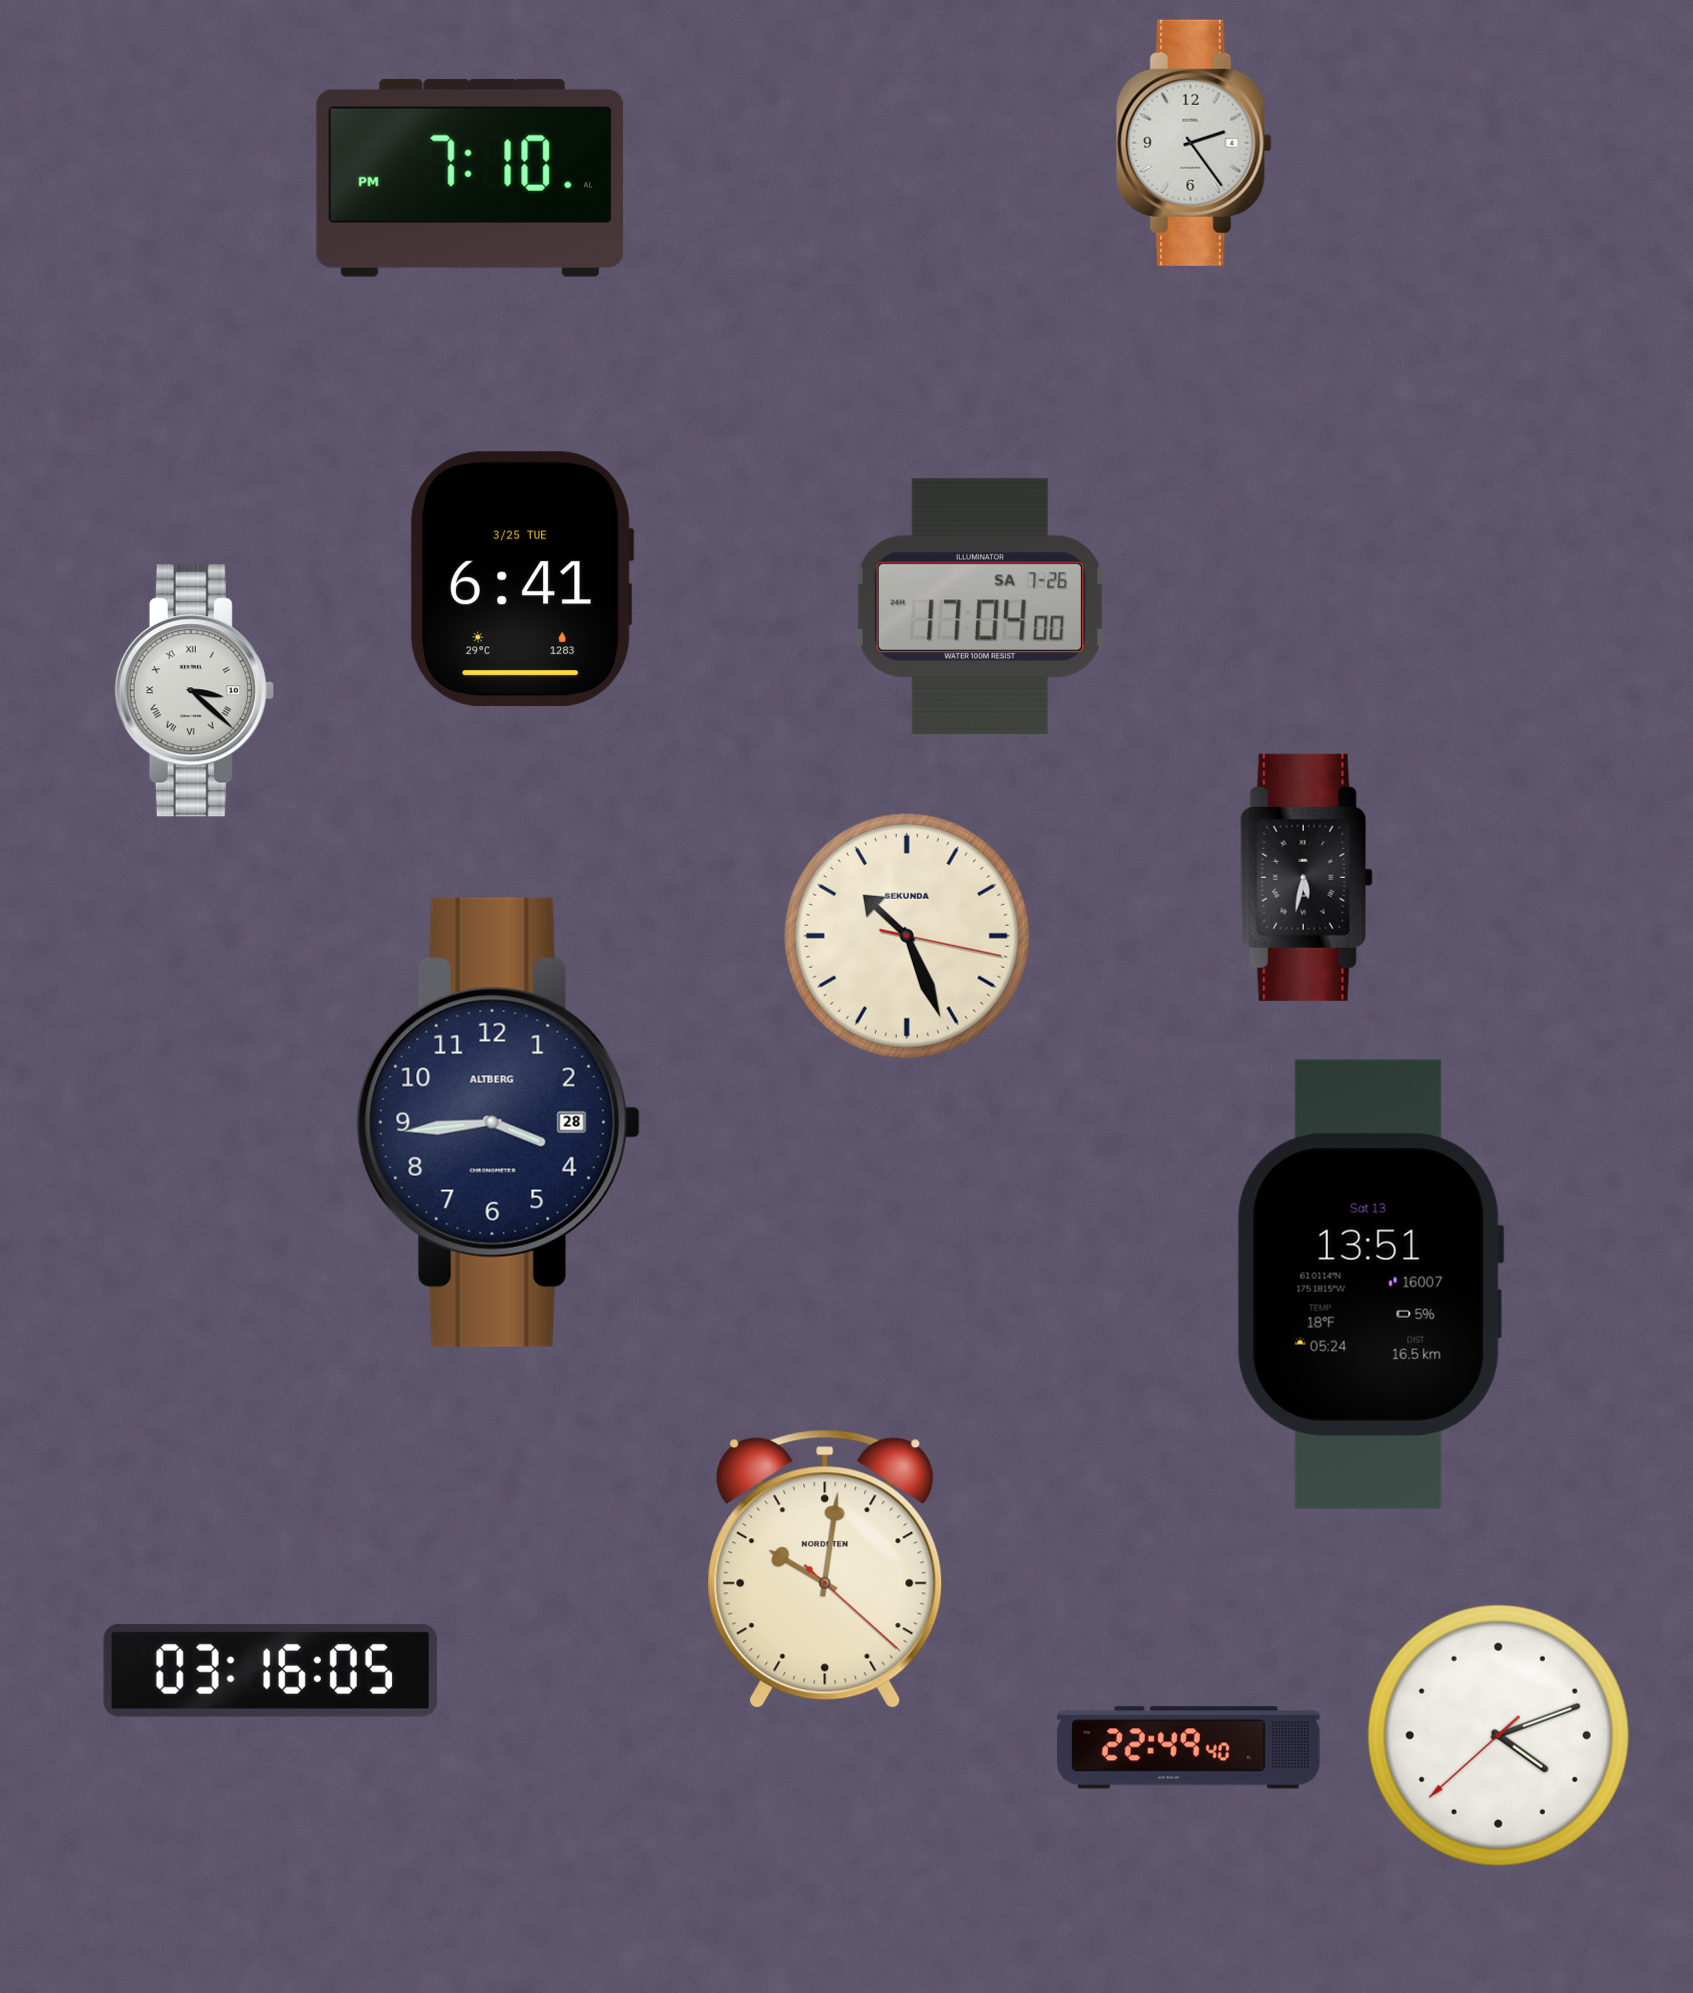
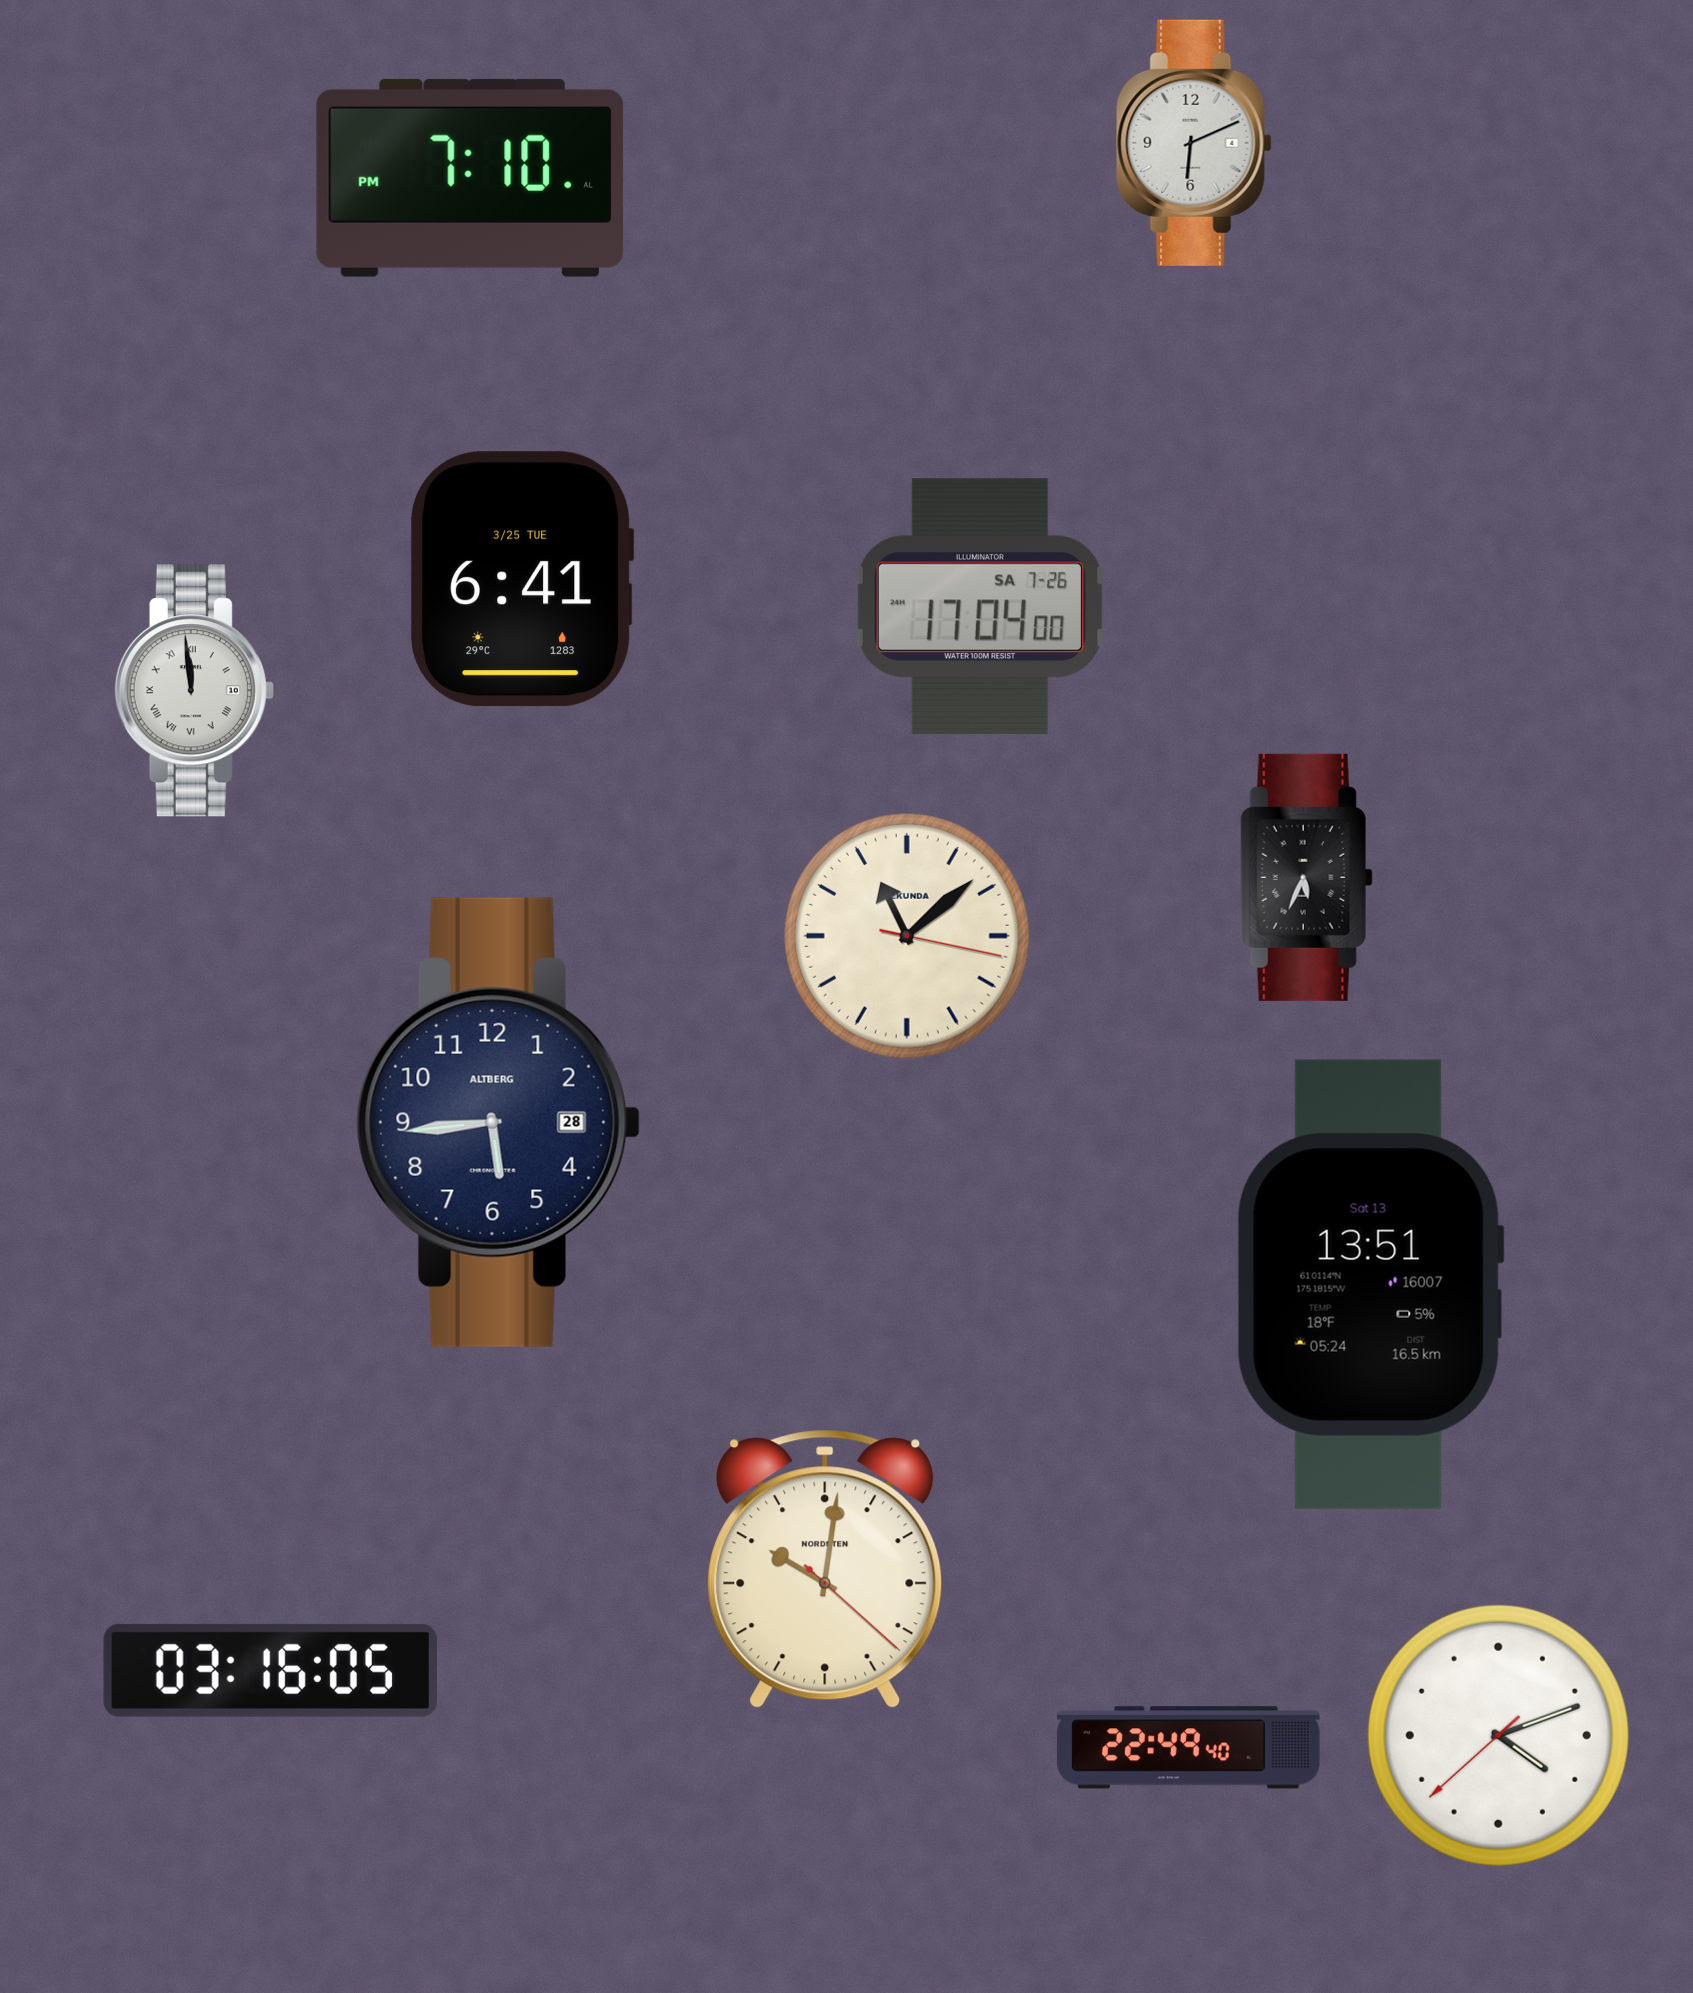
clock at (1194, 143): 2:24 -> 6:11
clock at (194, 691): 3:22 -> 11:59
clock at (1306, 877): 5:32 -> 5:34
clock at (907, 936): 10:26 -> 11:08
clock at (498, 1122): 3:44 -> 5:44
